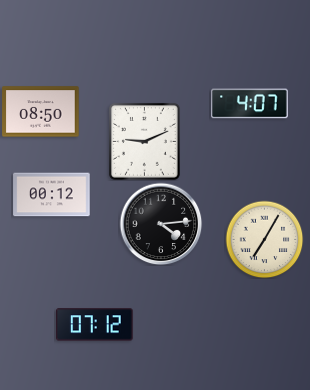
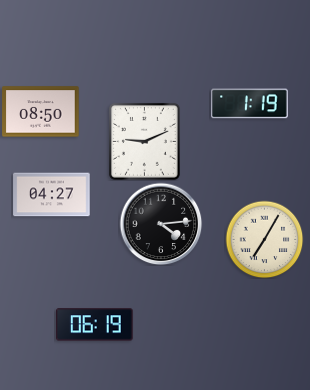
clock at (250, 104): 4:07 -> 1:19
clock at (52, 195): 00:12 -> 04:27
clock at (95, 325): 07:12 -> 06:19
